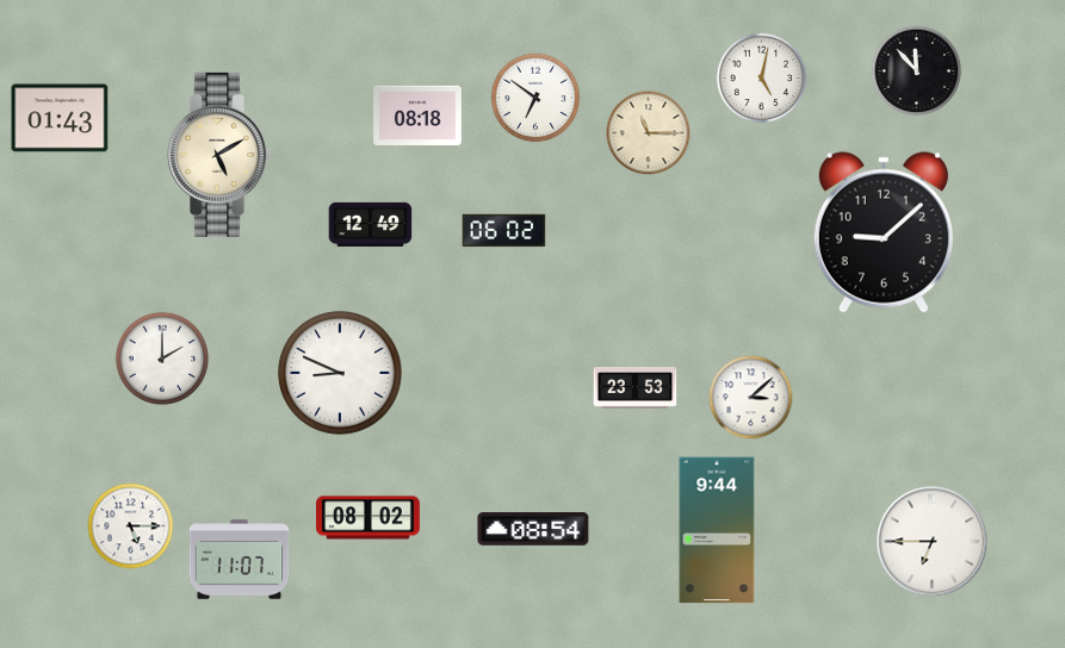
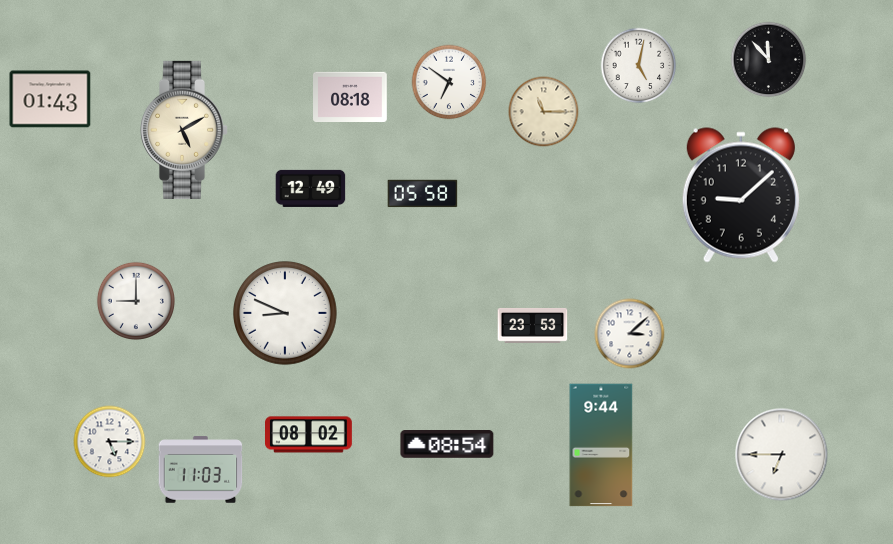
clock at (504, 231): 06:02 -> 05:58
clock at (162, 359): 2:00 -> 9:00
clock at (240, 560): 11:07 -> 11:03
